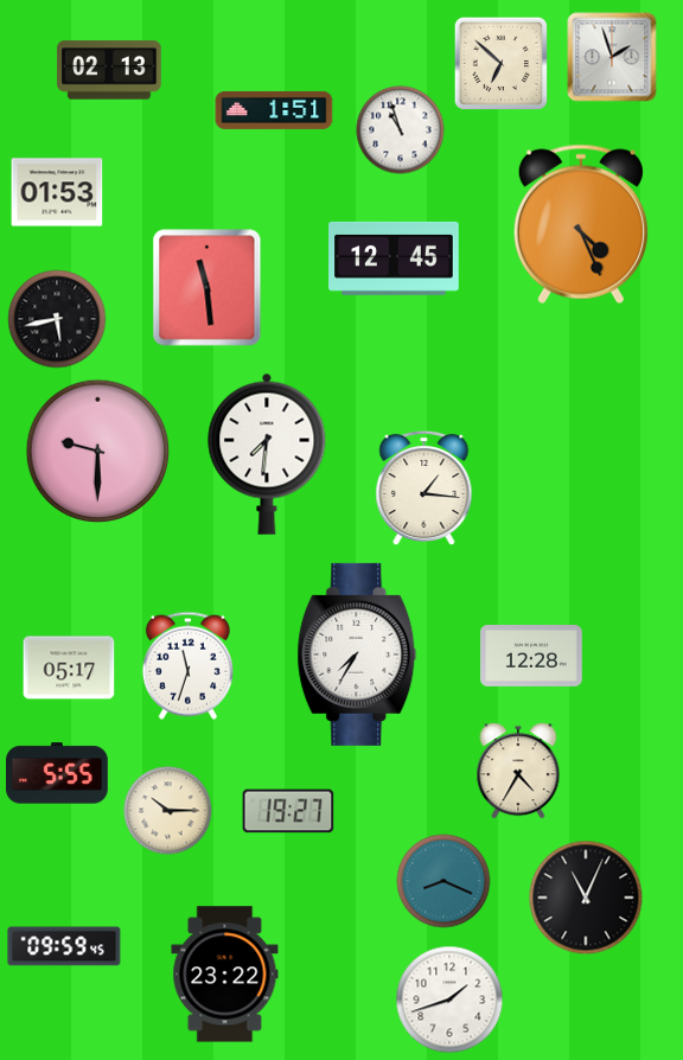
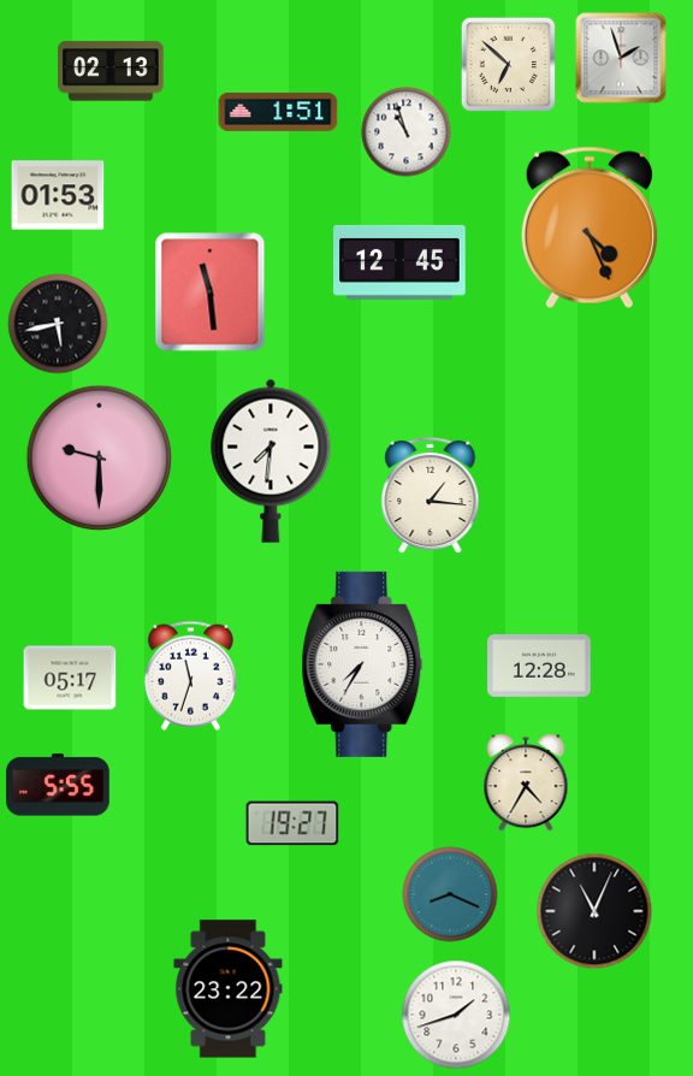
clock at (168, 811): 10:15 -> none
clock at (64, 946): 09:59 -> none
